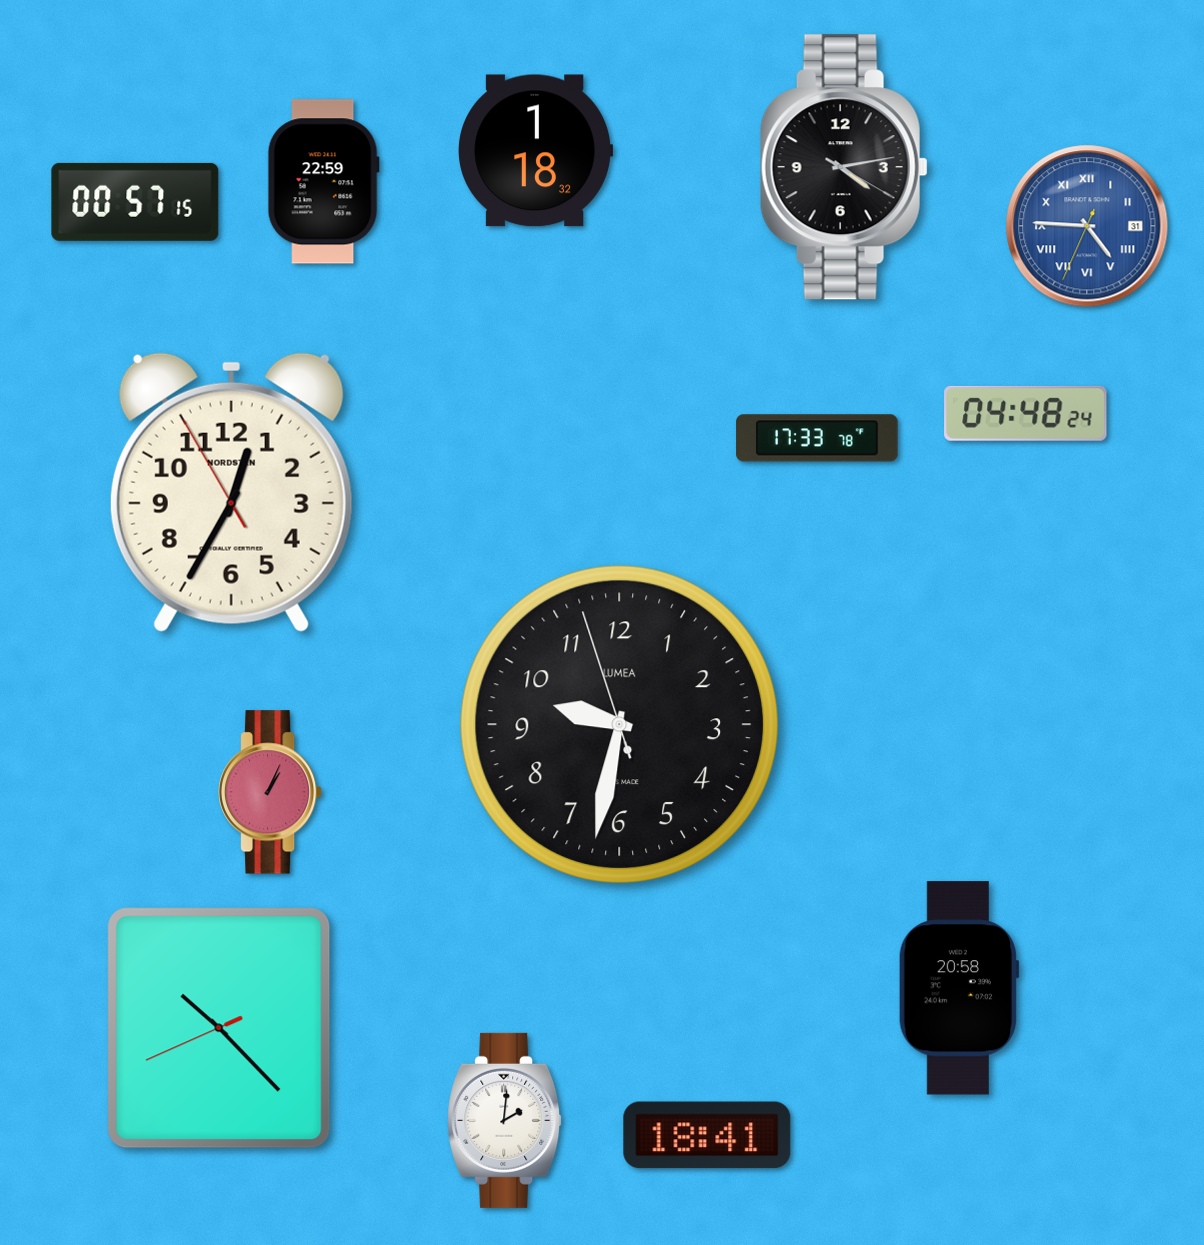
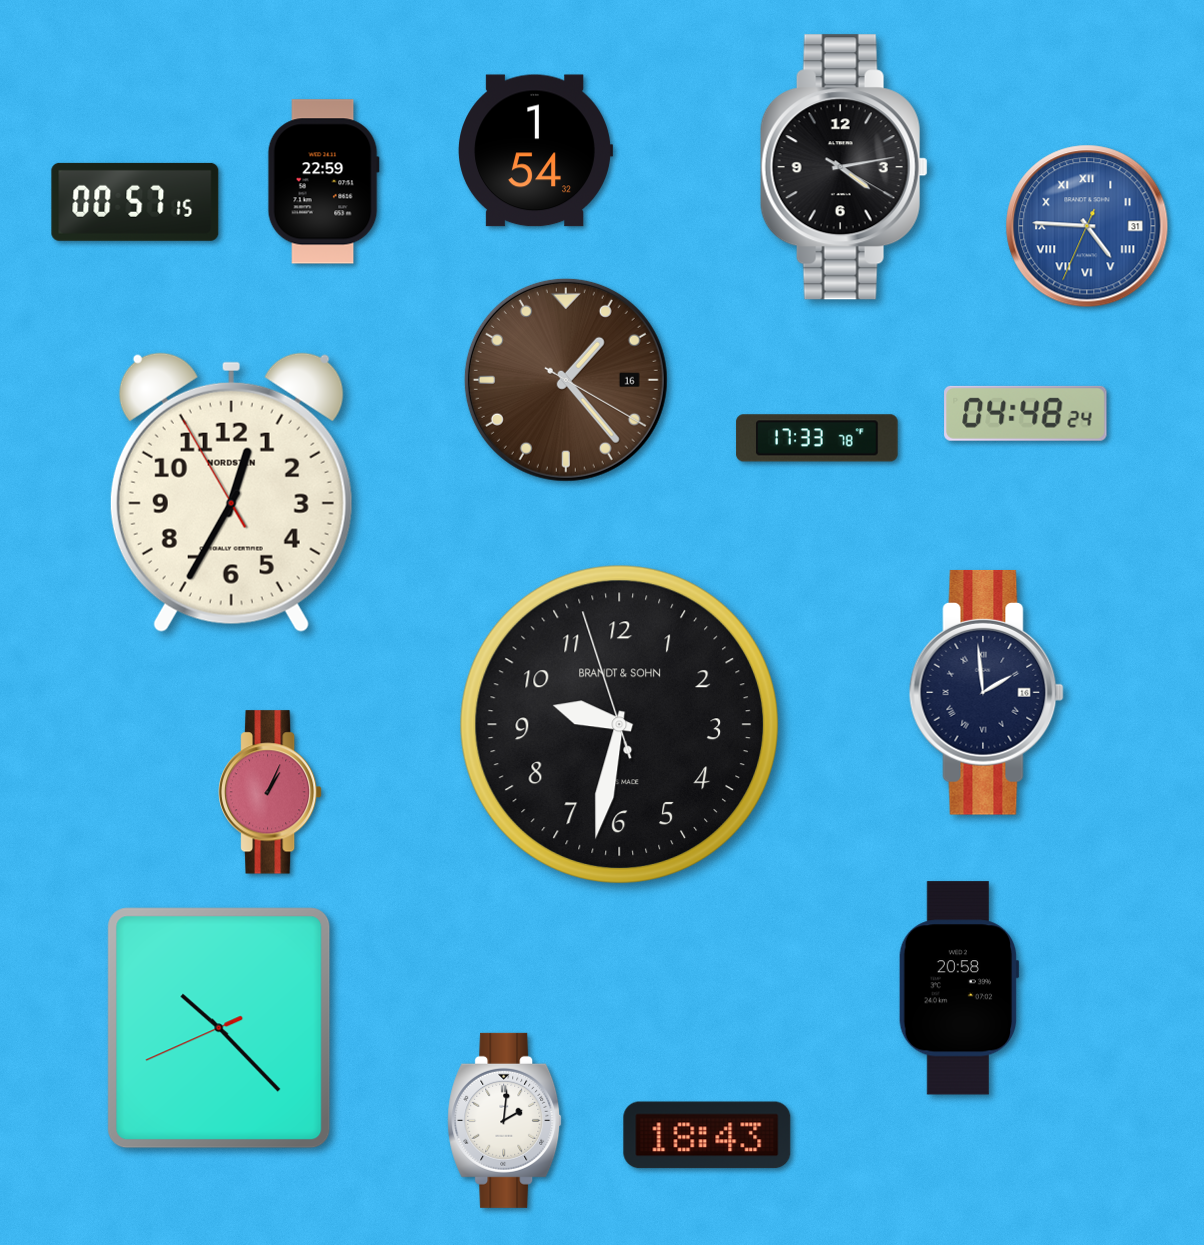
clock at (535, 151): 1:18 -> 1:54
clock at (566, 380): none -> 1:23
clock at (986, 692): none -> 1:59
clock at (619, 724) brand: LUMEA -> BRANDT & SOHN
clock at (707, 1135): 18:41 -> 18:43
